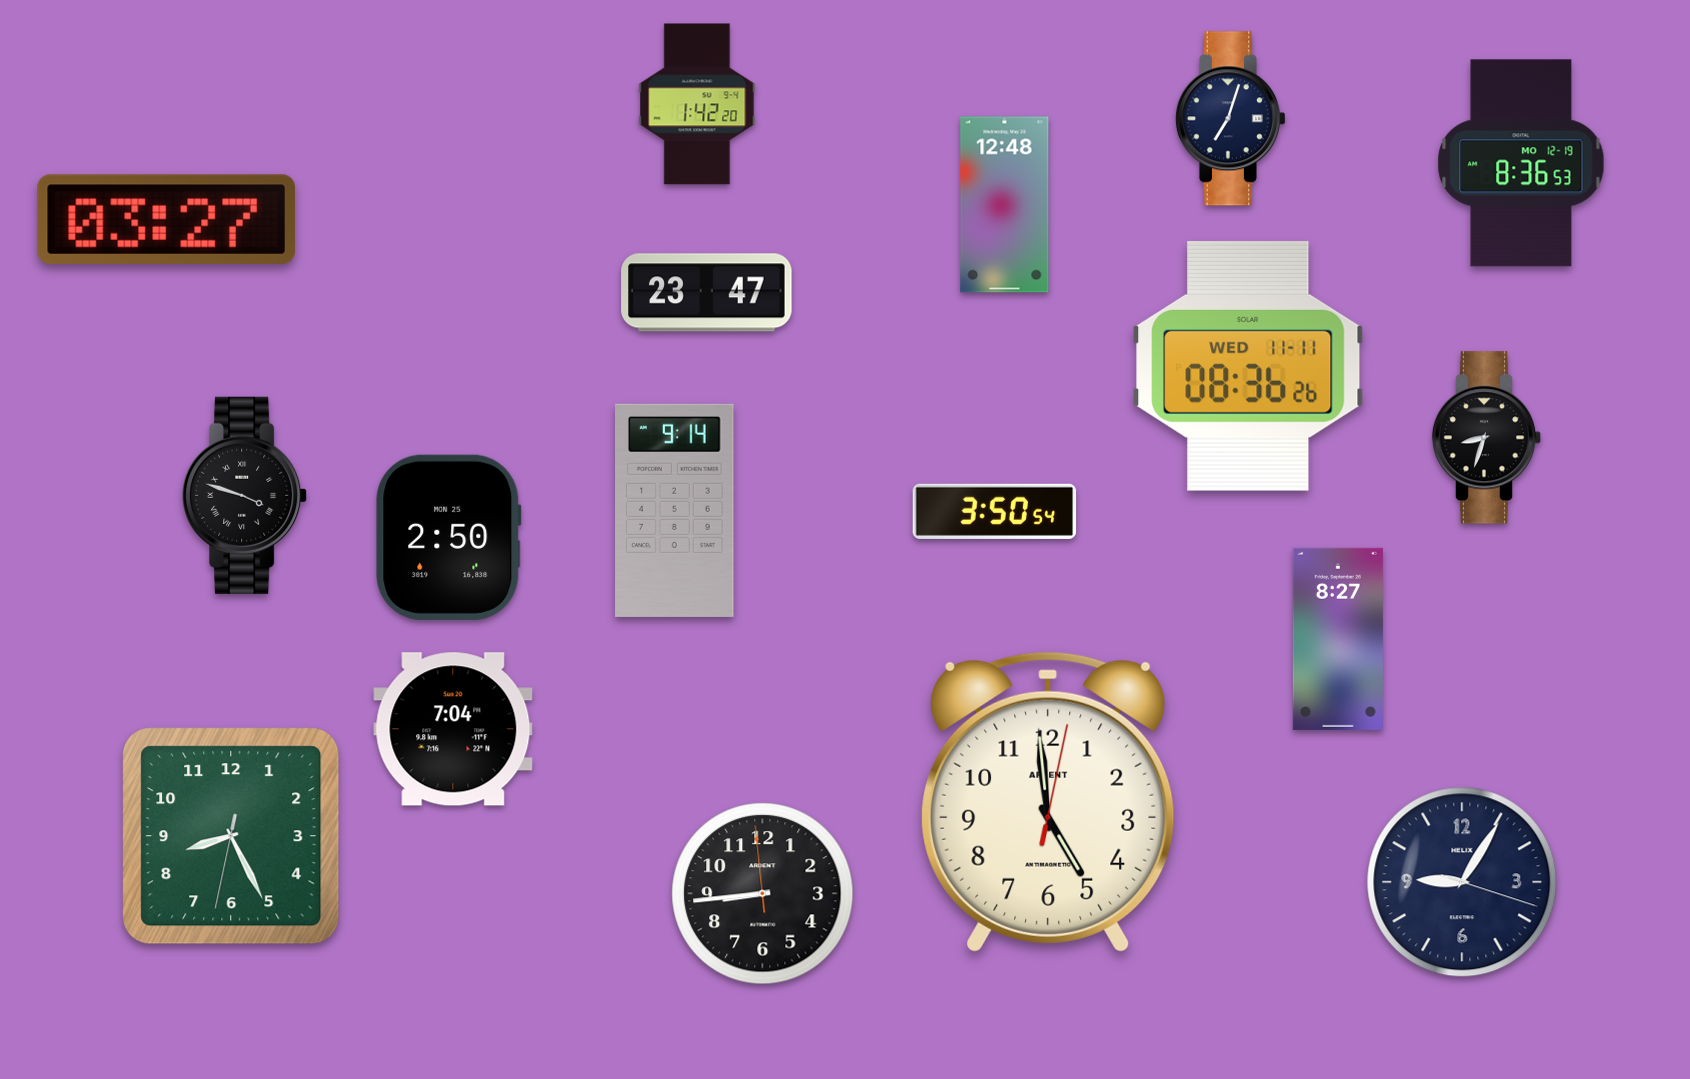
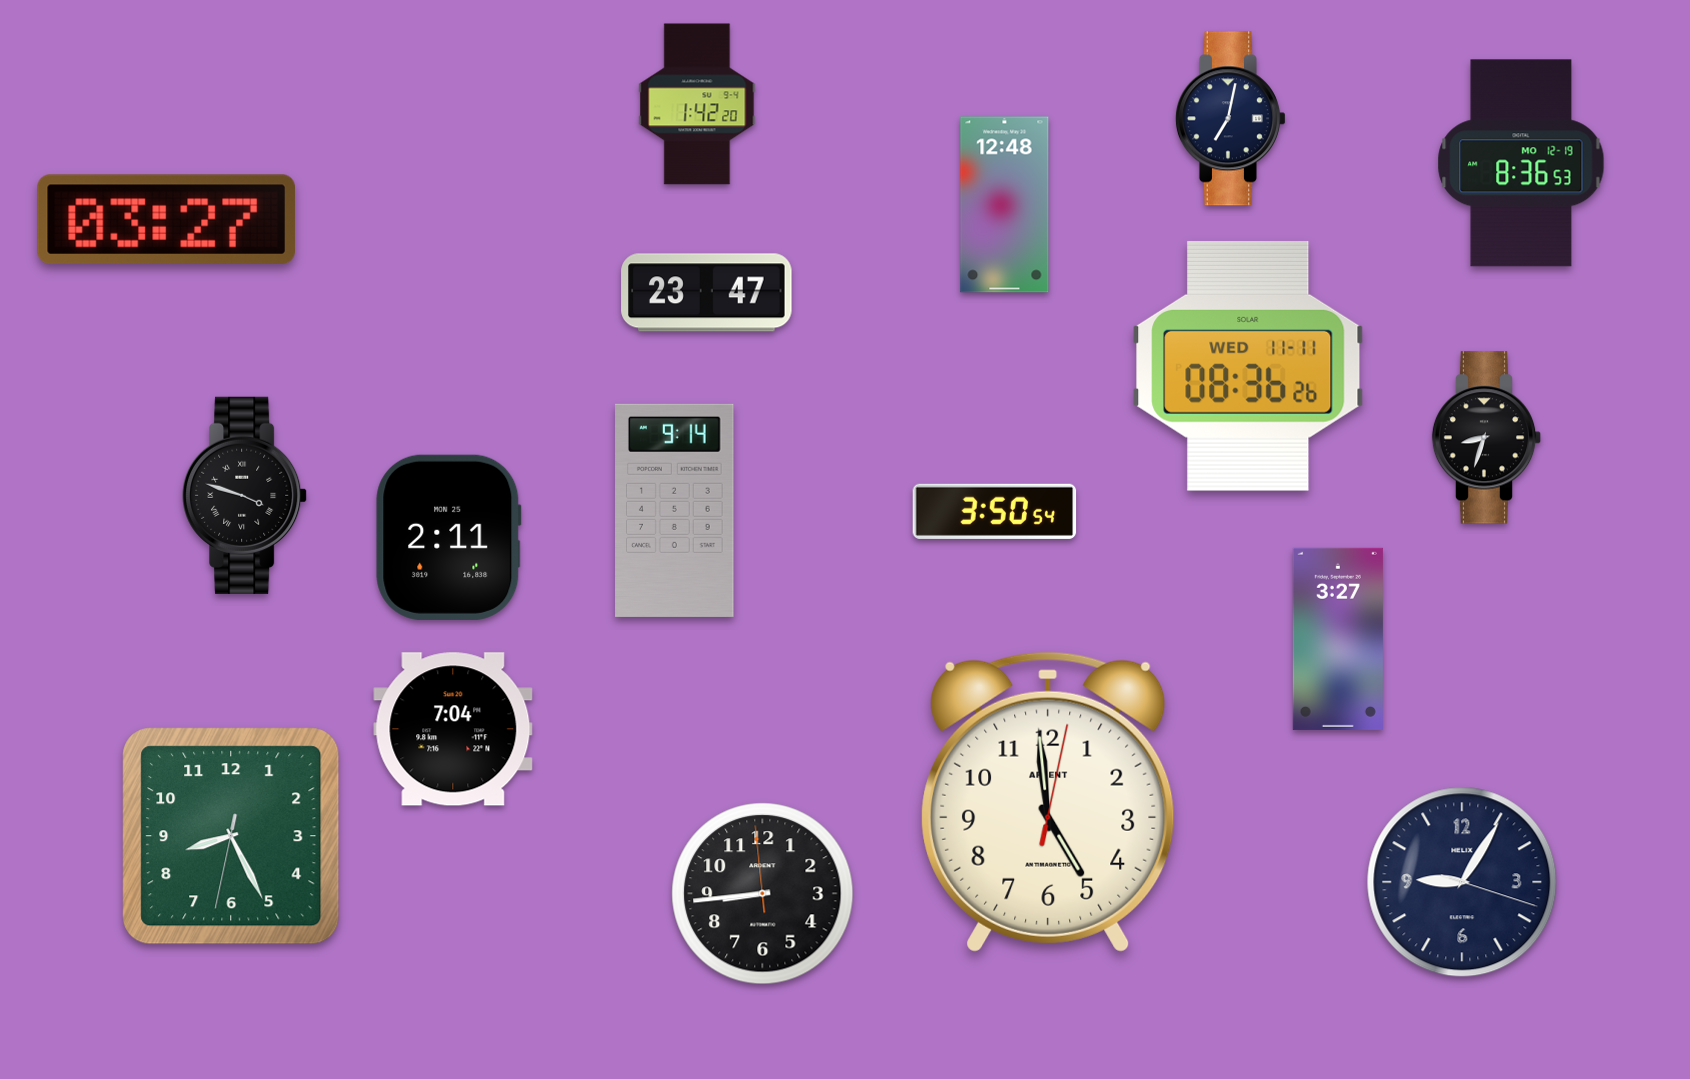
clock at (1230, 119): 7:03 -> 7:02
clock at (449, 537): 2:50 -> 2:11
clock at (1338, 639): 8:27 -> 3:27
